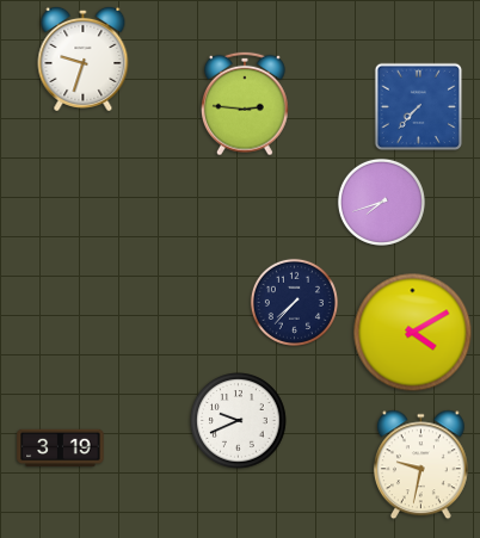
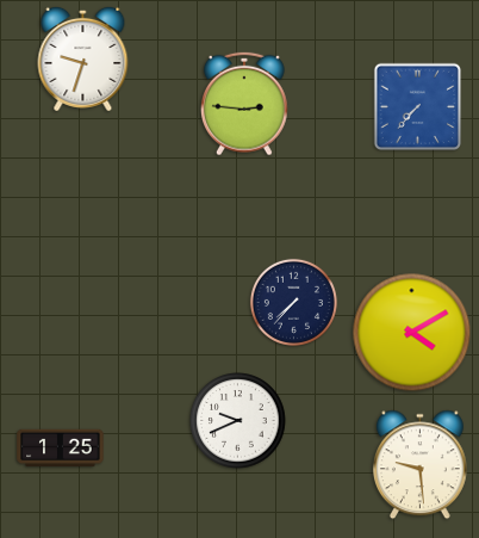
clock at (381, 202): 7:42 -> none
clock at (61, 449): 3:19 -> 1:25
clock at (420, 465): 9:32 -> 9:29
